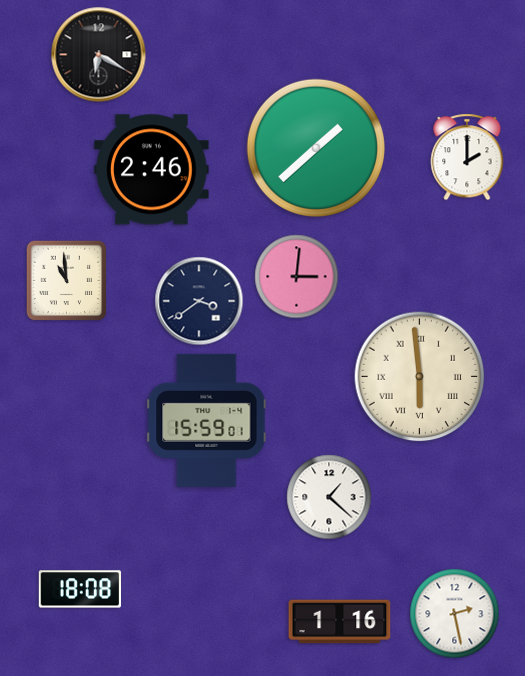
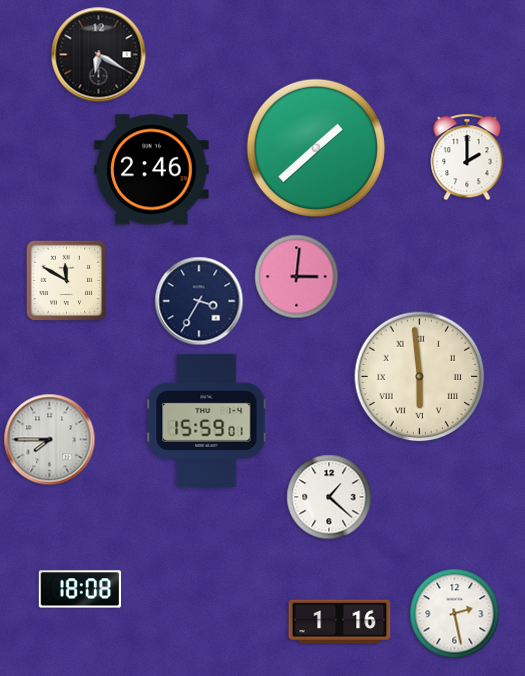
clock at (67, 281): 10:59 -> 11:50
clock at (199, 301): 3:39 -> 3:35
clock at (50, 440): none -> 7:45
